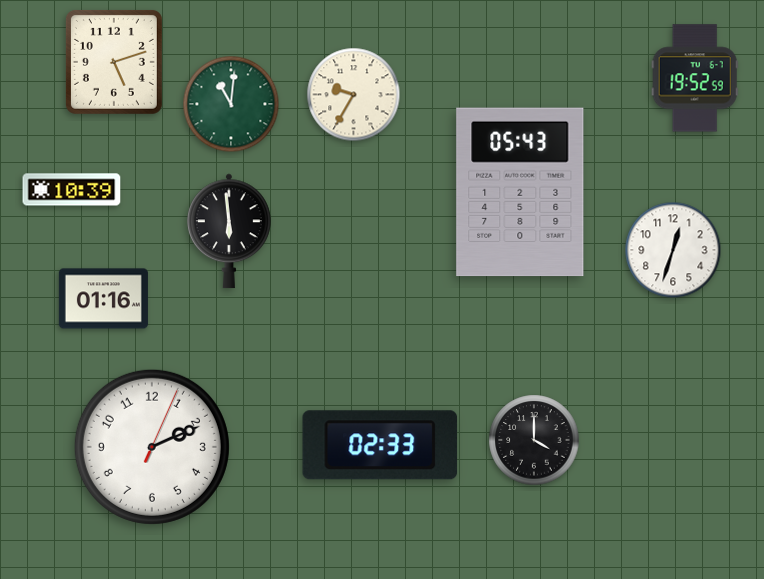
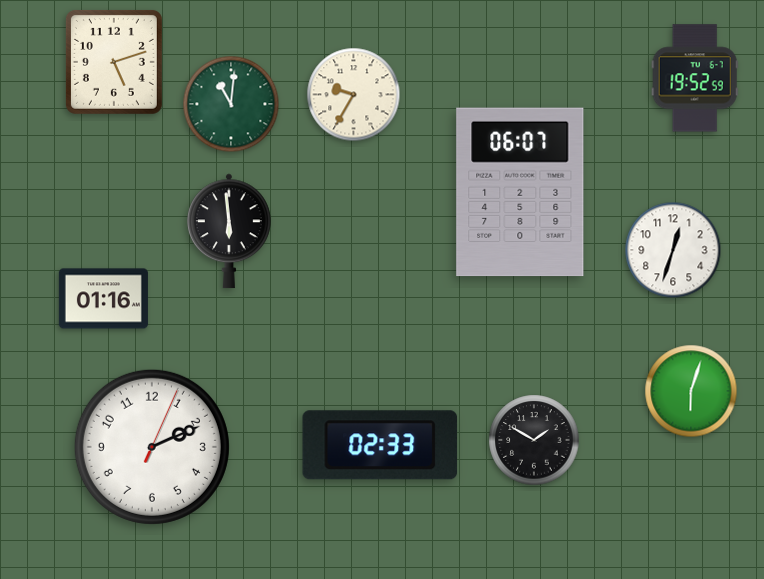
clock at (72, 190): 10:39 -> none
clock at (520, 192): 05:43 -> 06:07
clock at (691, 391): none -> 6:03
clock at (534, 440): 4:00 -> 1:50
